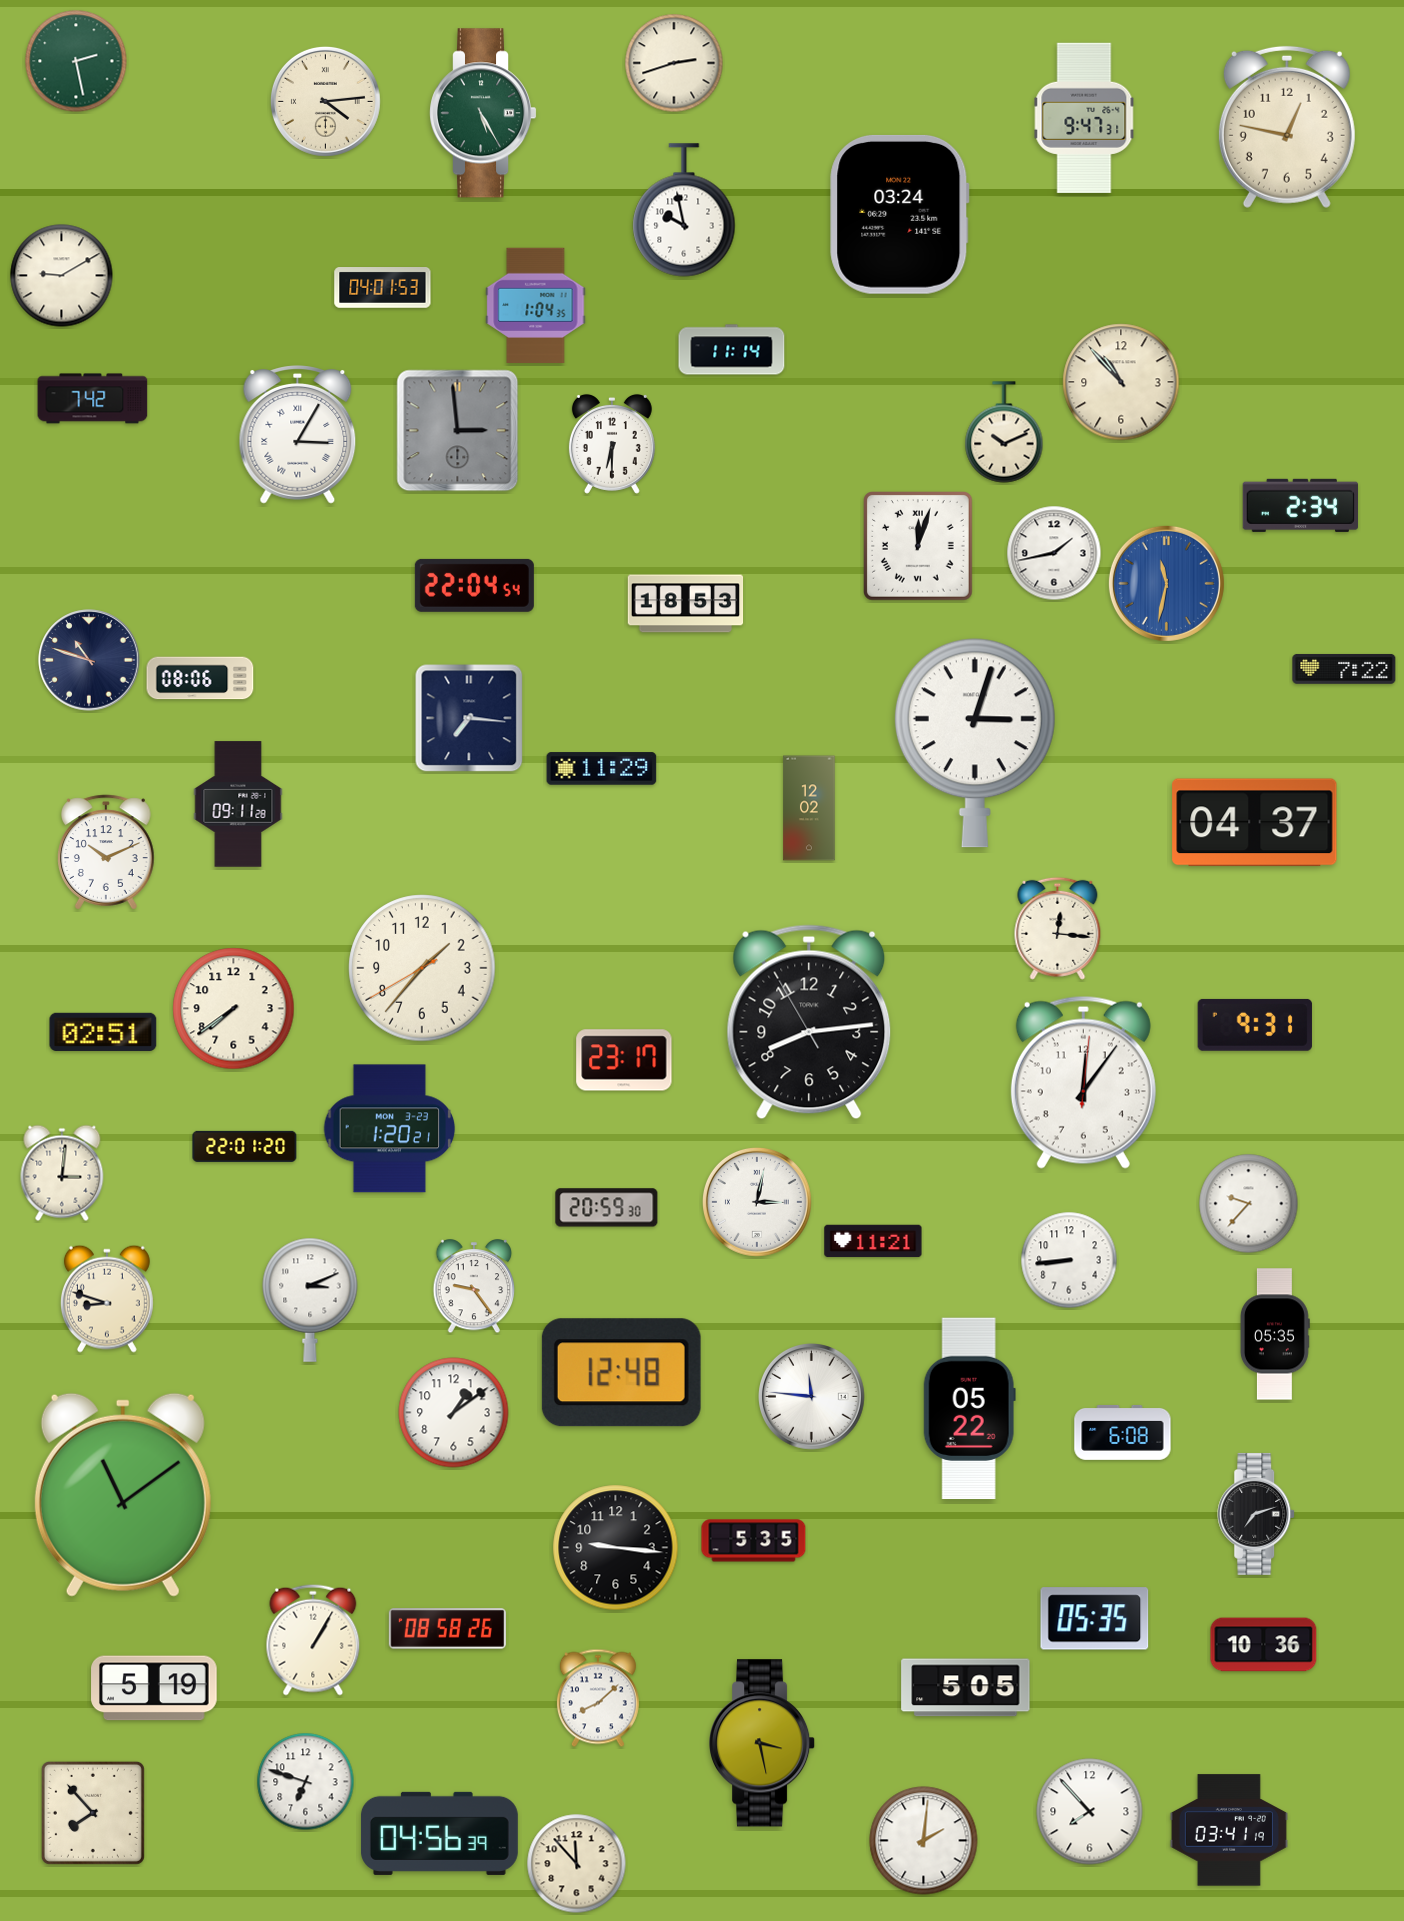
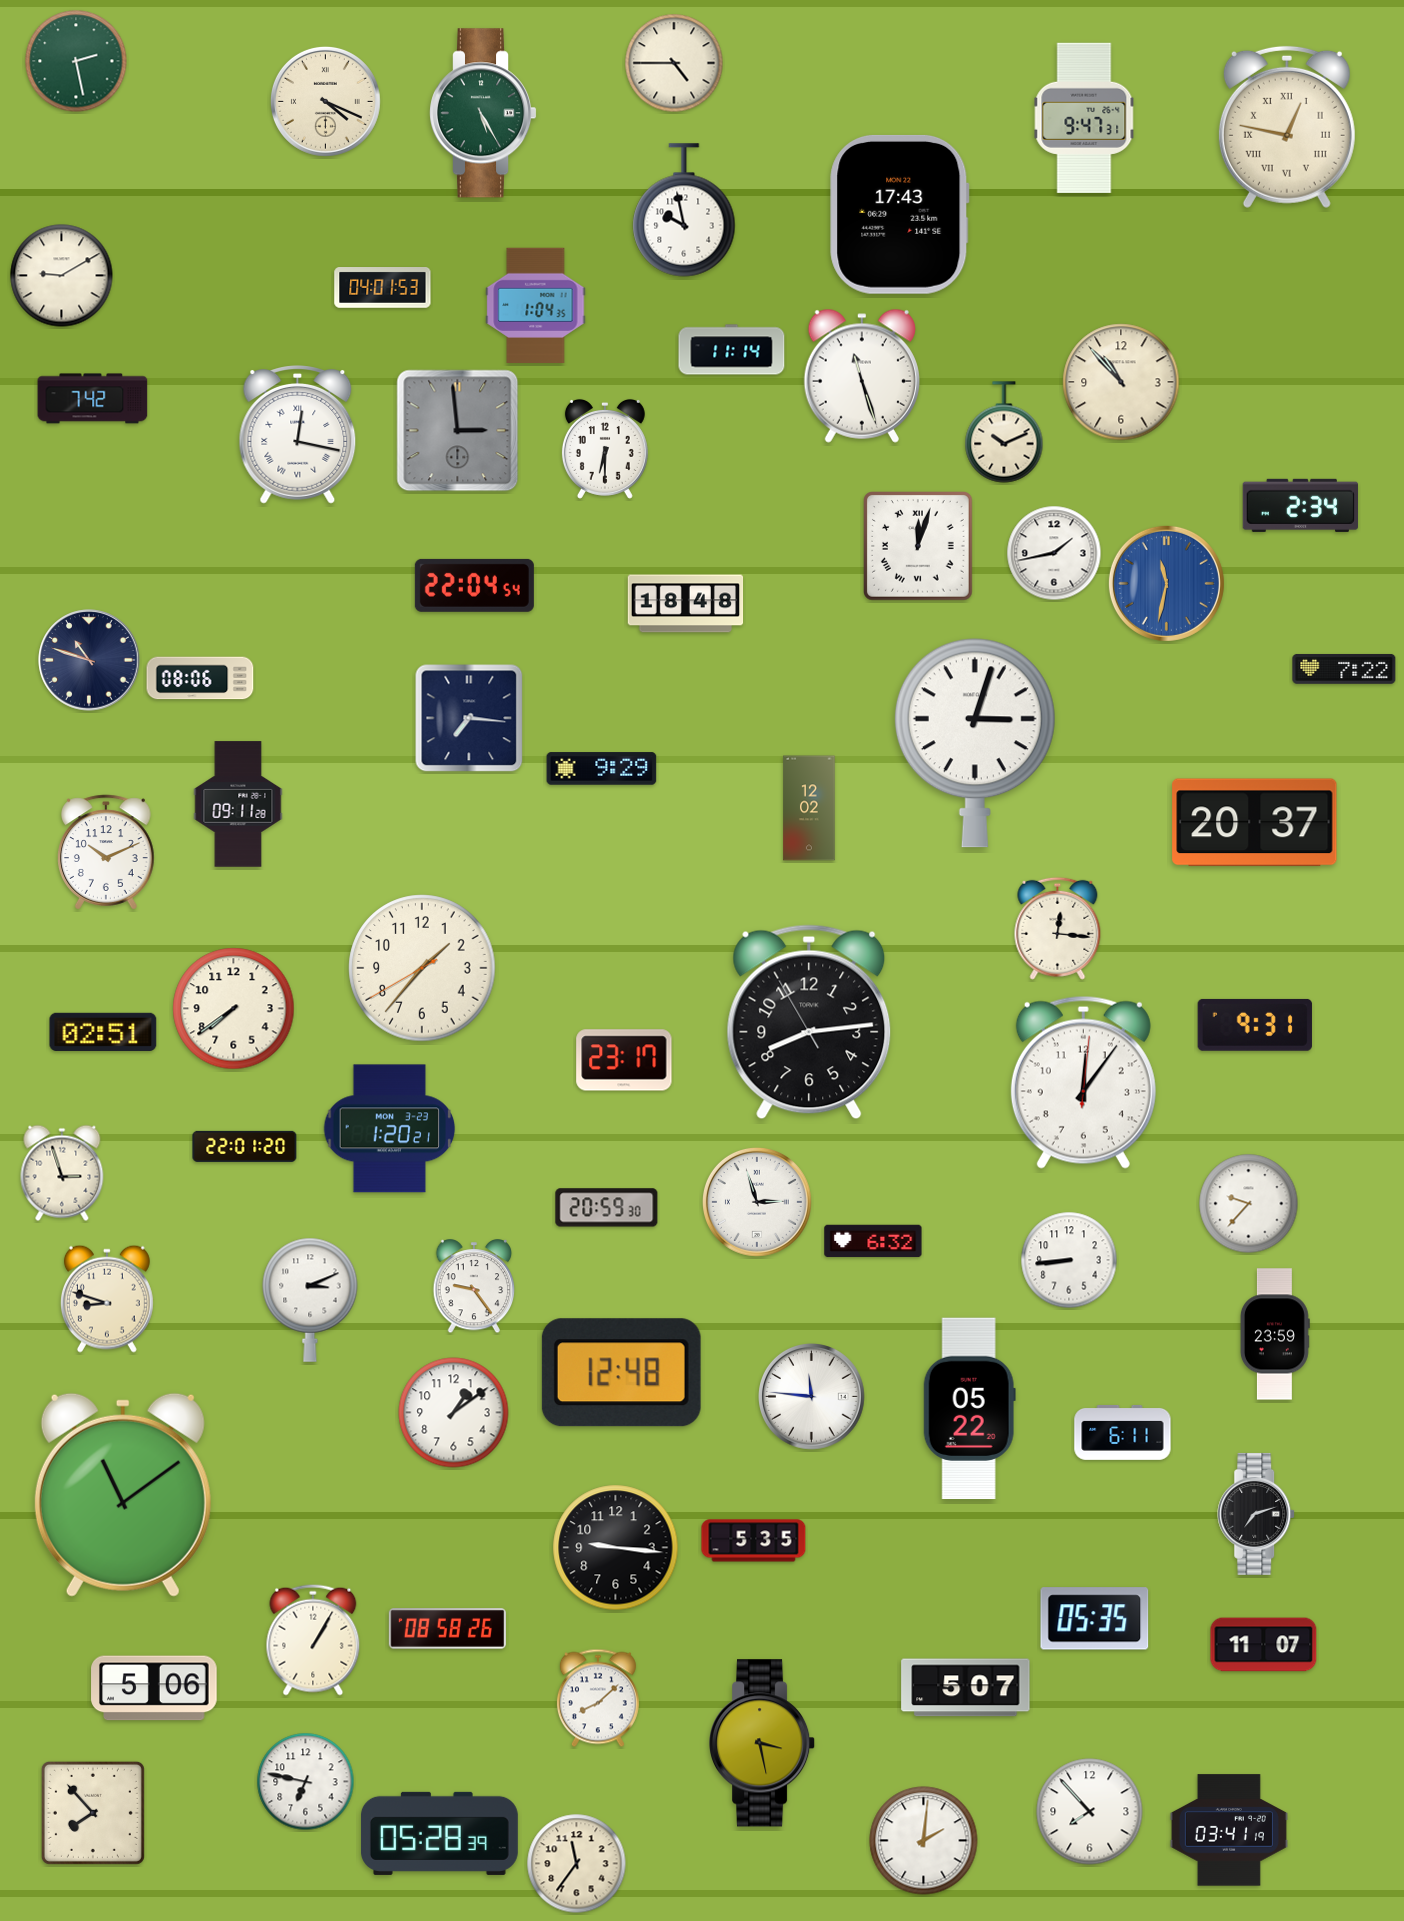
clock at (674, 63): 2:42 -> 4:45
clock at (325, 101): 4:14 -> 4:19
clock at (1287, 127) numerals: Arabic -> Roman
clock at (900, 214): 03:24 -> 17:43
clock at (862, 376): none -> 11:27
clock at (298, 435): 3:05 -> 12:17
clock at (612, 444) position: (612, 444) -> (605, 449)
clock at (686, 604): 18:53 -> 18:48
clock at (602, 769): 11:29 -> 9:29
clock at (1255, 823): 04:37 -> 20:37
clock at (62, 1173): 3:01 -> 2:57
clock at (757, 1202): 3:02 -> 2:57
clock at (873, 1241): 11:21 -> 6:32
clock at (1275, 1334): 05:35 -> 23:59
clock at (1123, 1432): 6:08 -> 6:11
clock at (1264, 1645): 10:36 -> 11:07
clock at (154, 1688): 5:19 -> 5:06
clock at (966, 1688): 5:05 -> 5:07
clock at (306, 1782): 6:48 -> 6:47
clock at (439, 1833): 04:56 -> 05:28
clock at (577, 1864): 11:53 -> 11:36
